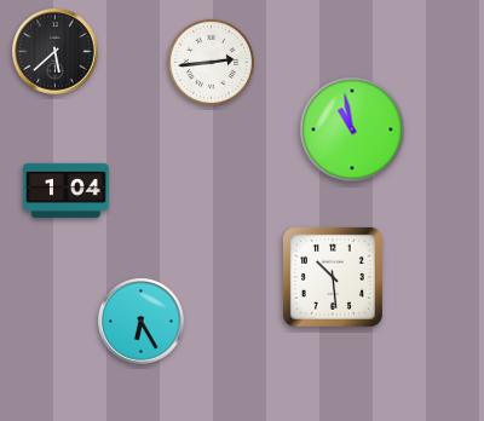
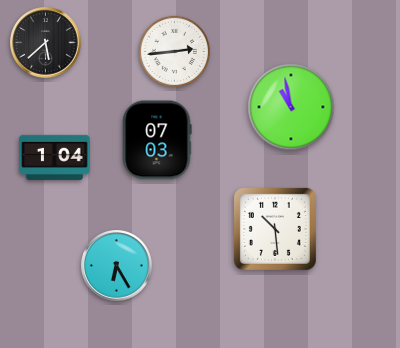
clock at (157, 140): none -> 07:03
